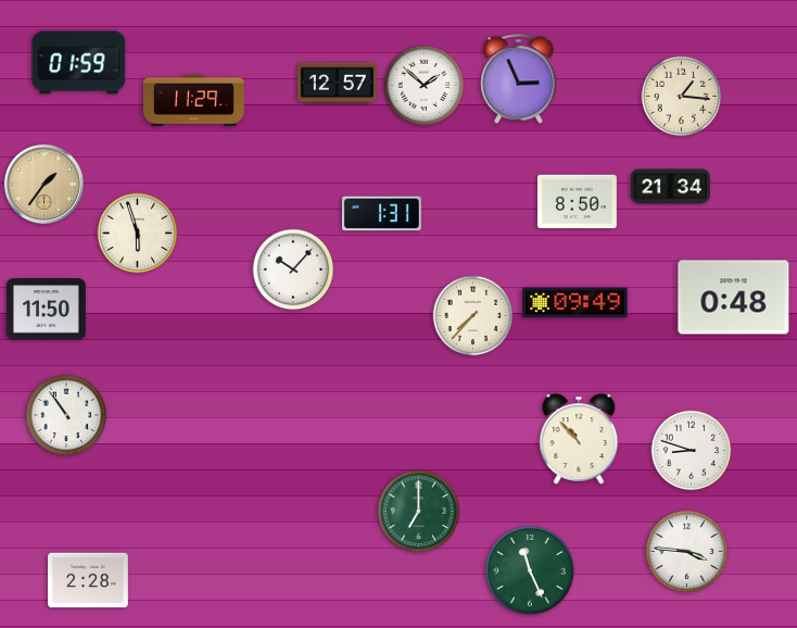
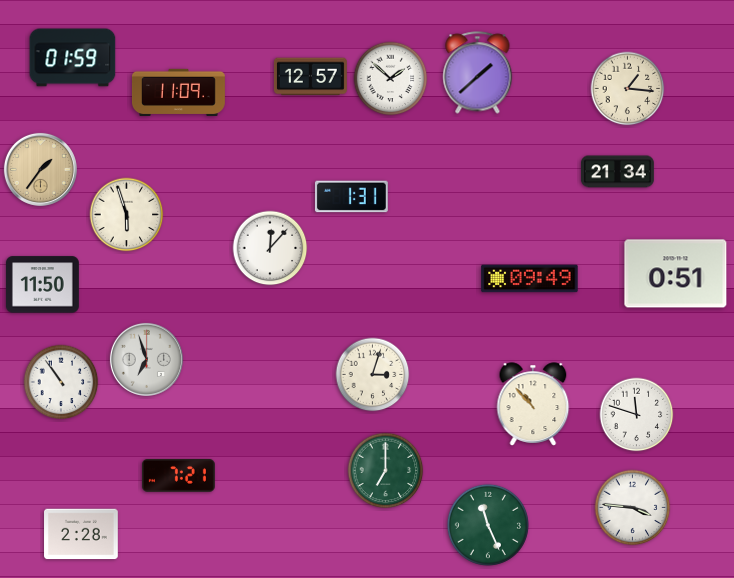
clock at (519, 79): 2:56 -> 1:38
clock at (193, 100): 11:29 -> 11:09
clock at (577, 202): 8:50 -> none
clock at (293, 269): 10:07 -> 12:07
clock at (734, 298): 0:48 -> 0:51
clock at (473, 316): 7:37 -> none
clock at (146, 359): none -> 6:57
clock at (373, 375): none -> 3:03
clock at (692, 451): 8:48 -> 11:48
clock at (178, 475): none -> 7:21
